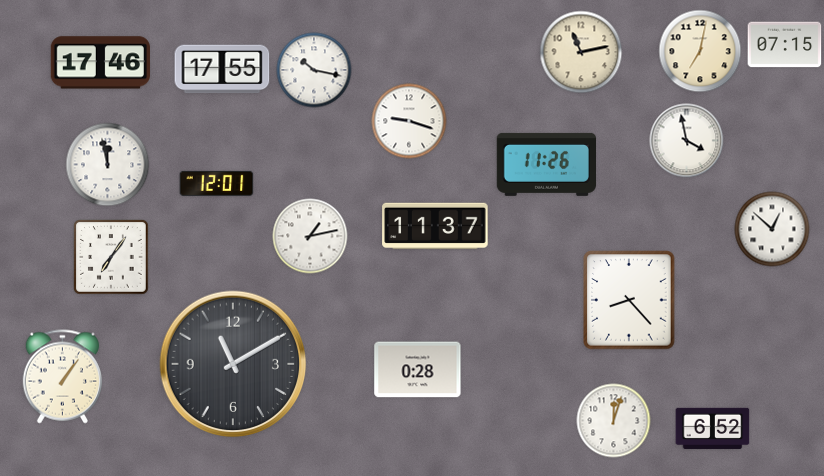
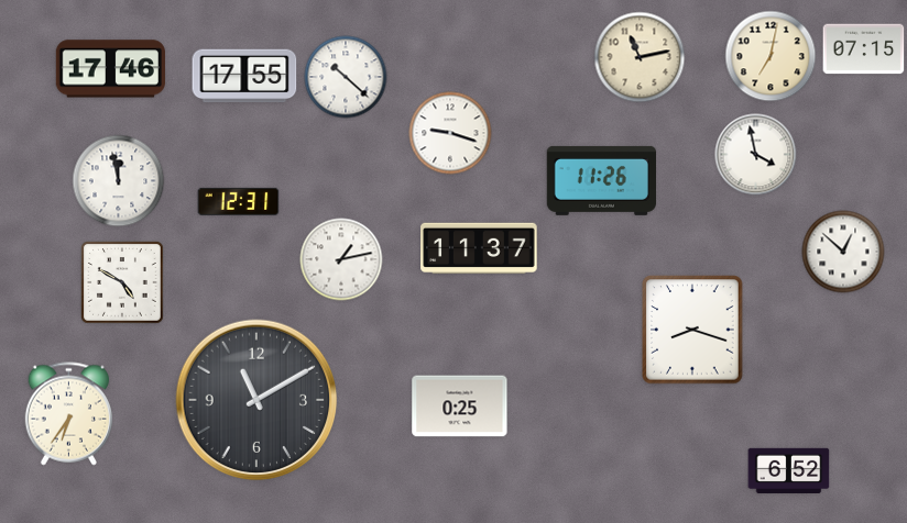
clock at (314, 70): 10:17 -> 10:22
clock at (217, 183): 12:01 -> 12:31
clock at (772, 229) position: (772, 229) -> (843, 252)
clock at (112, 258): 7:06 -> 4:50
clock at (629, 300): 8:23 -> 8:18
clock at (418, 370): 0:28 -> 0:25
clock at (62, 377): 1:06 -> 6:36
clock at (614, 421): 12:03 -> none
clock at (713, 428) position: (713, 428) -> (789, 470)
